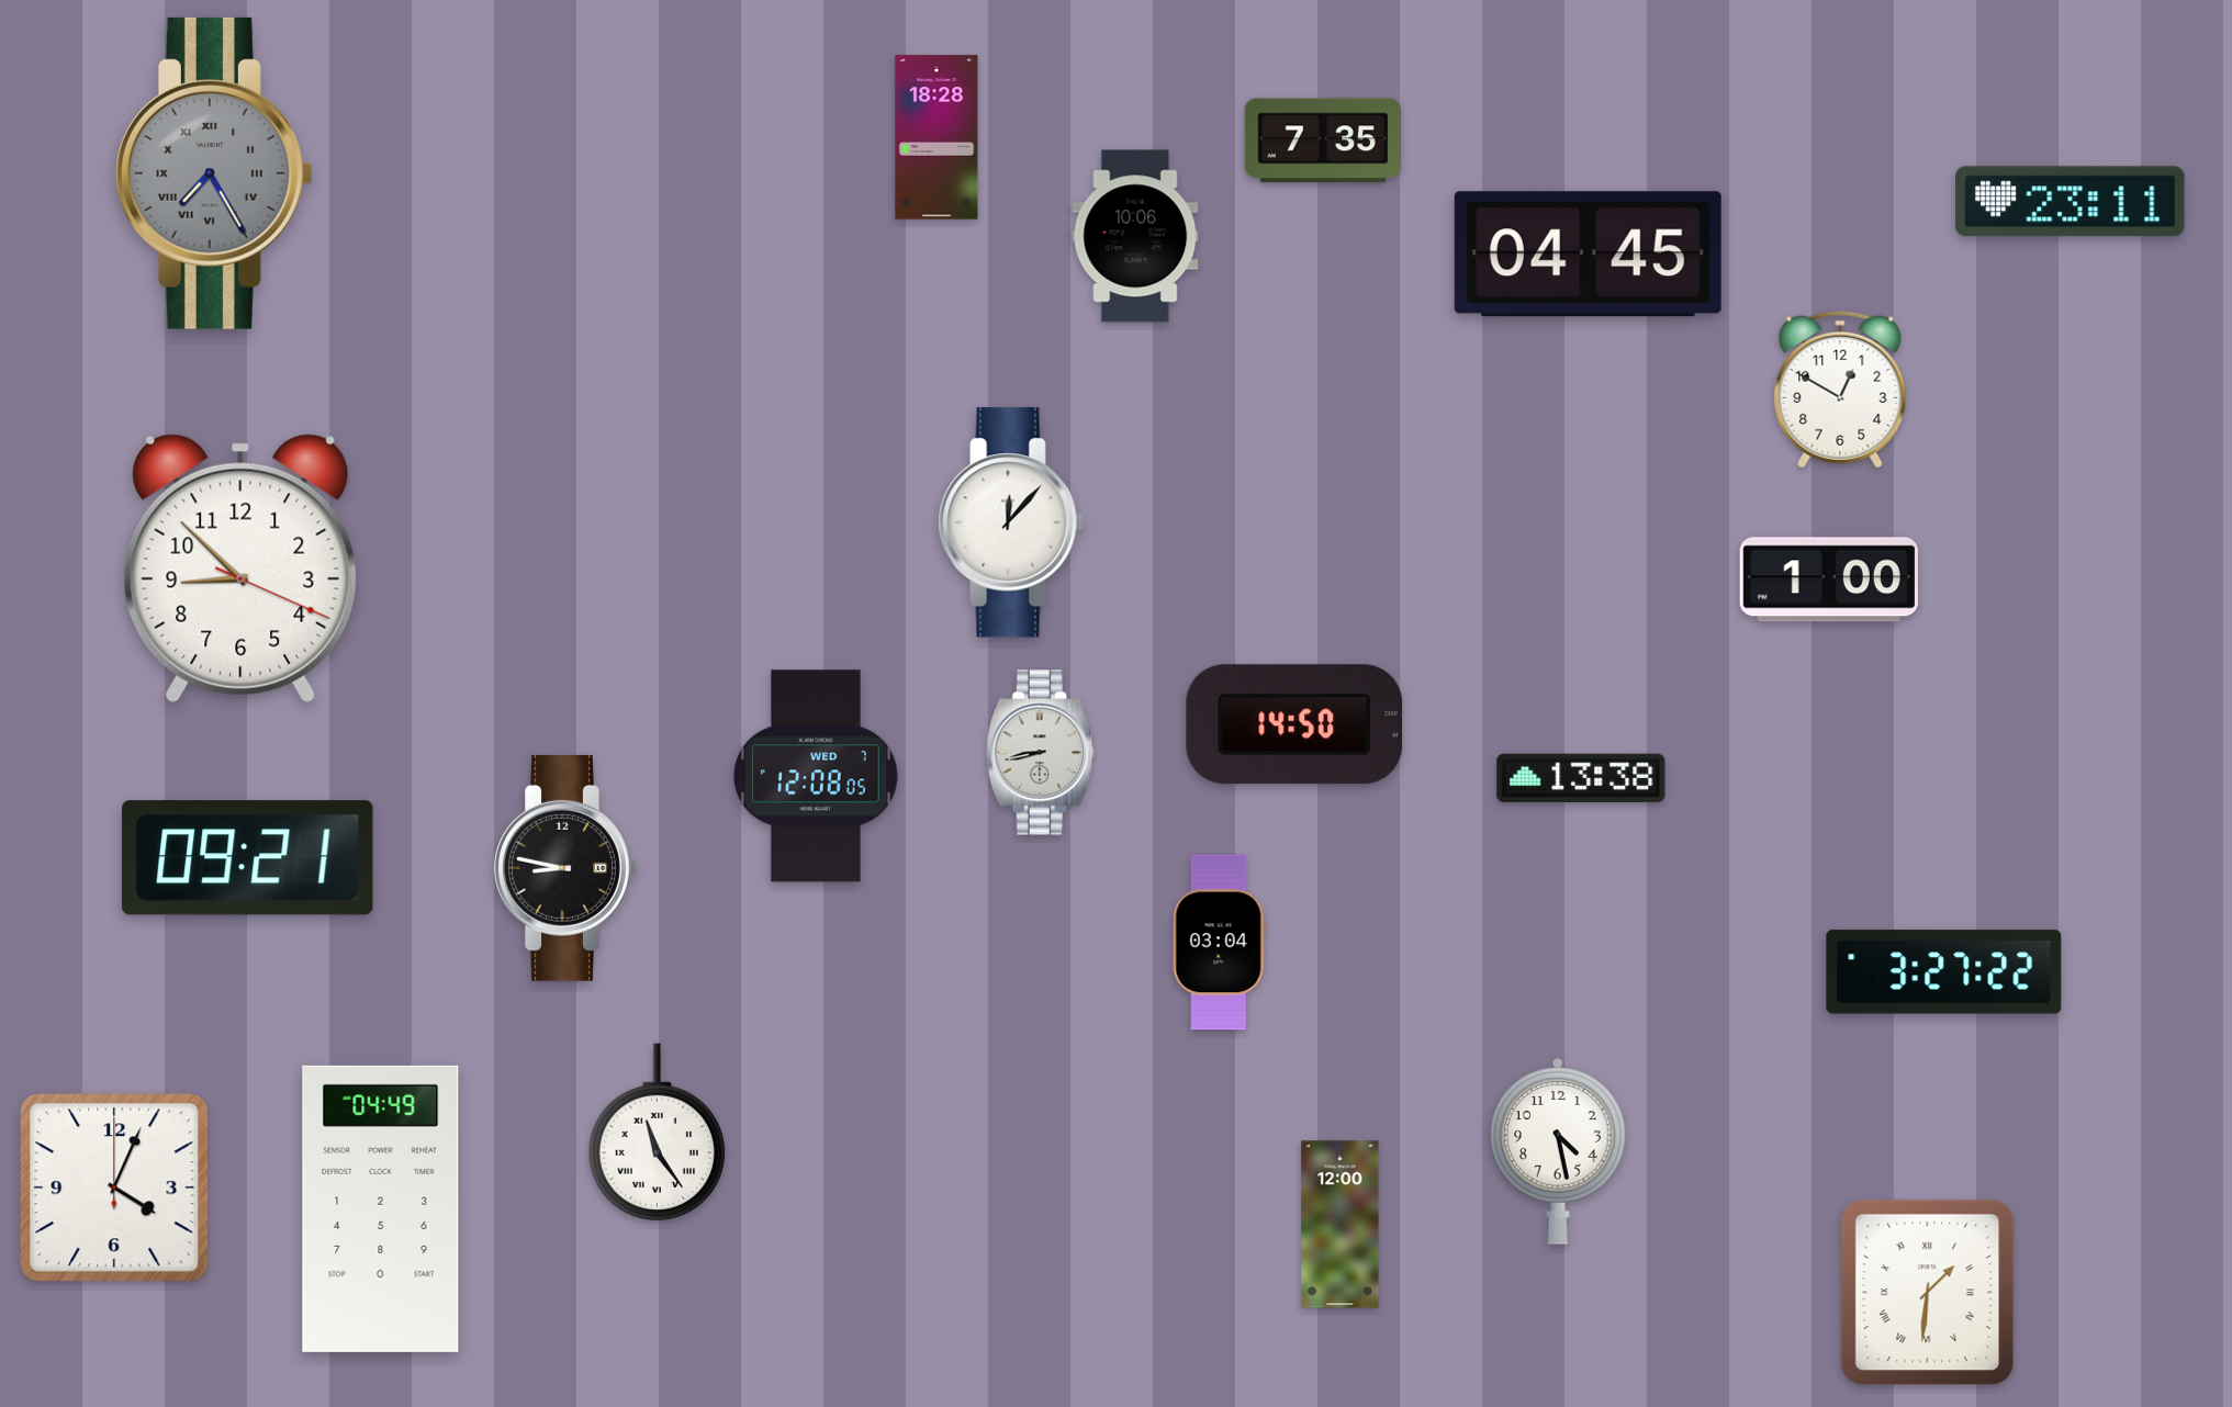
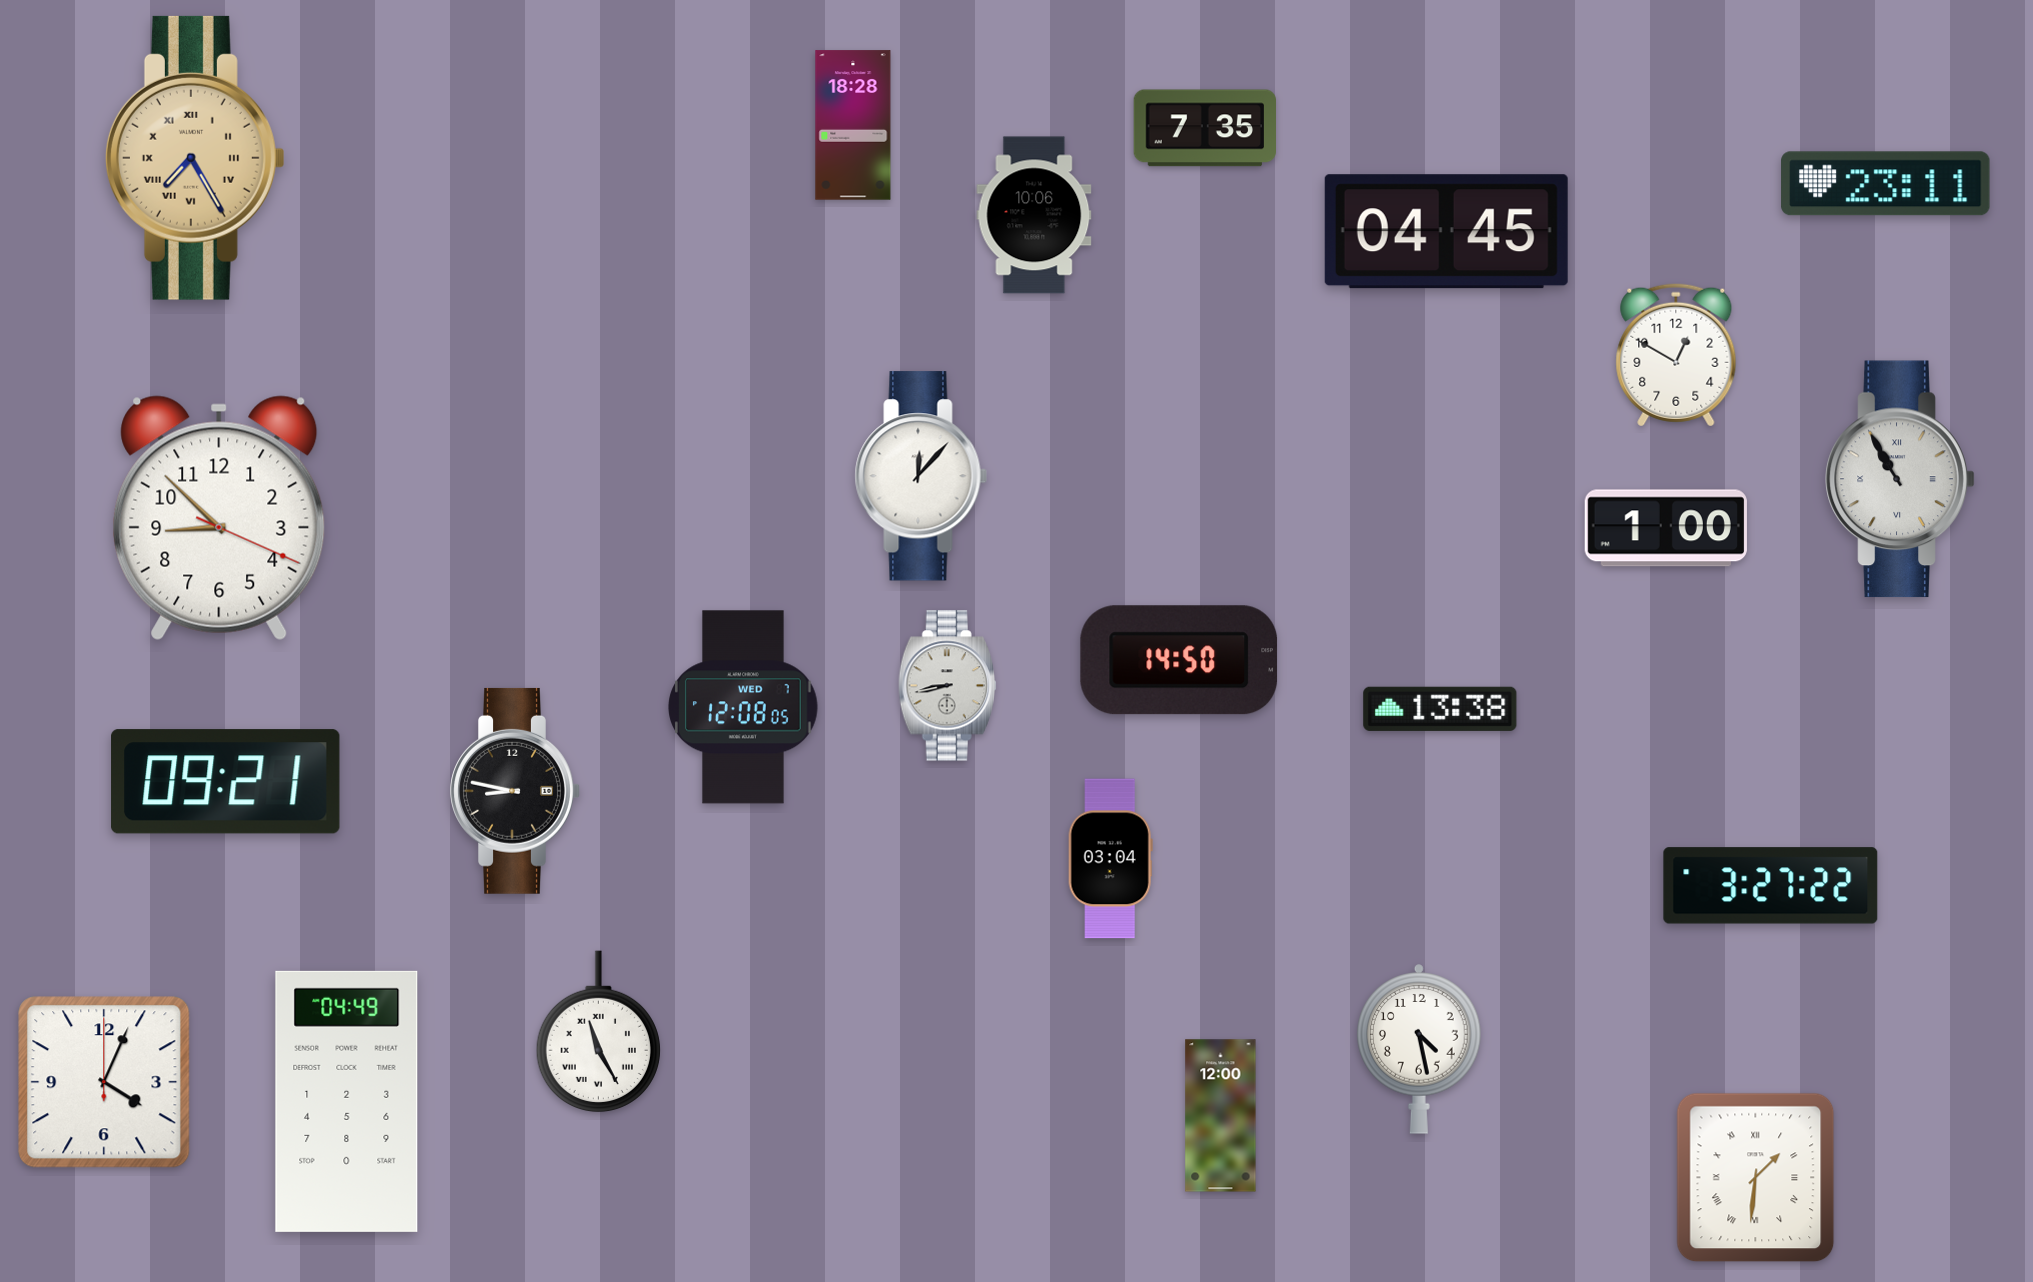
clock at (214, 173) dial: grey -> champagne
clock at (1900, 479): none -> 10:55
clock at (657, 1133): 11:24 -> 11:25
